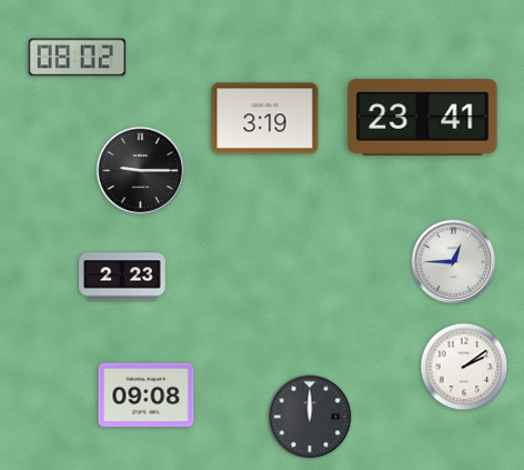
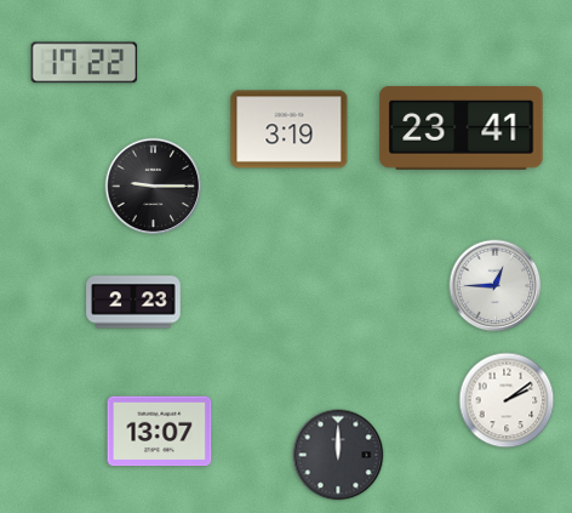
clock at (78, 58): 08:02 -> 17:22
clock at (147, 396): 09:08 -> 13:07
